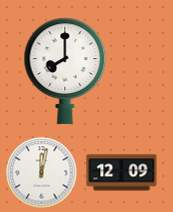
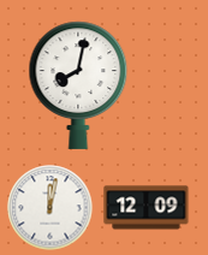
clock at (65, 71): 8:00 -> 8:02
